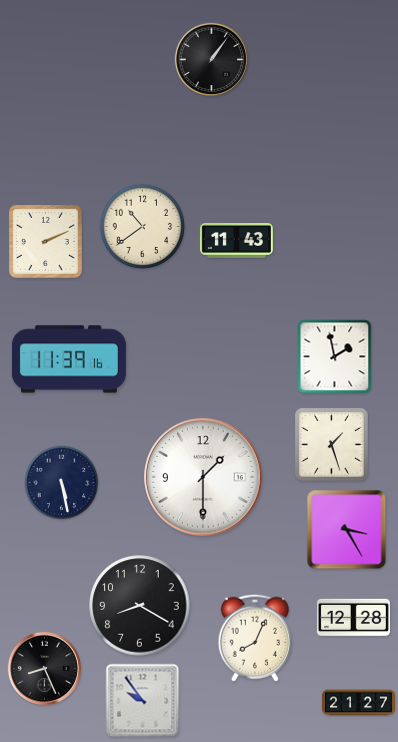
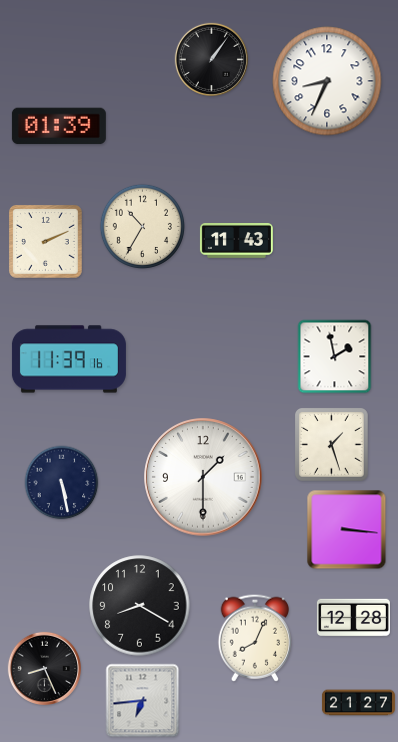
clock at (327, 81): none -> 8:34
clock at (59, 126): none -> 01:39
clock at (142, 226): 10:39 -> 10:35
clock at (347, 530): 3:25 -> 3:16
clock at (143, 701): 9:54 -> 6:44
